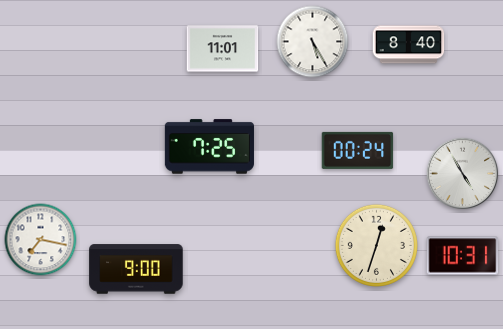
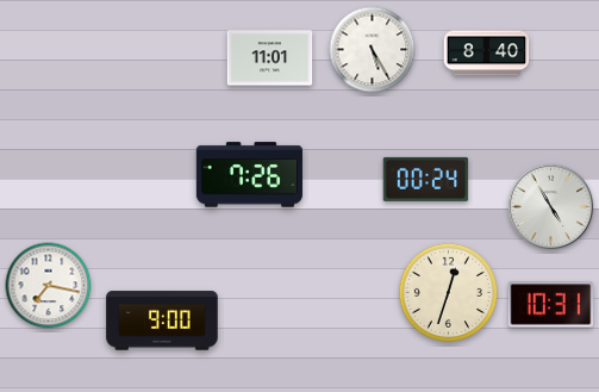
clock at (223, 49) position: (223, 49) -> (270, 58)
clock at (209, 147): 7:25 -> 7:26
